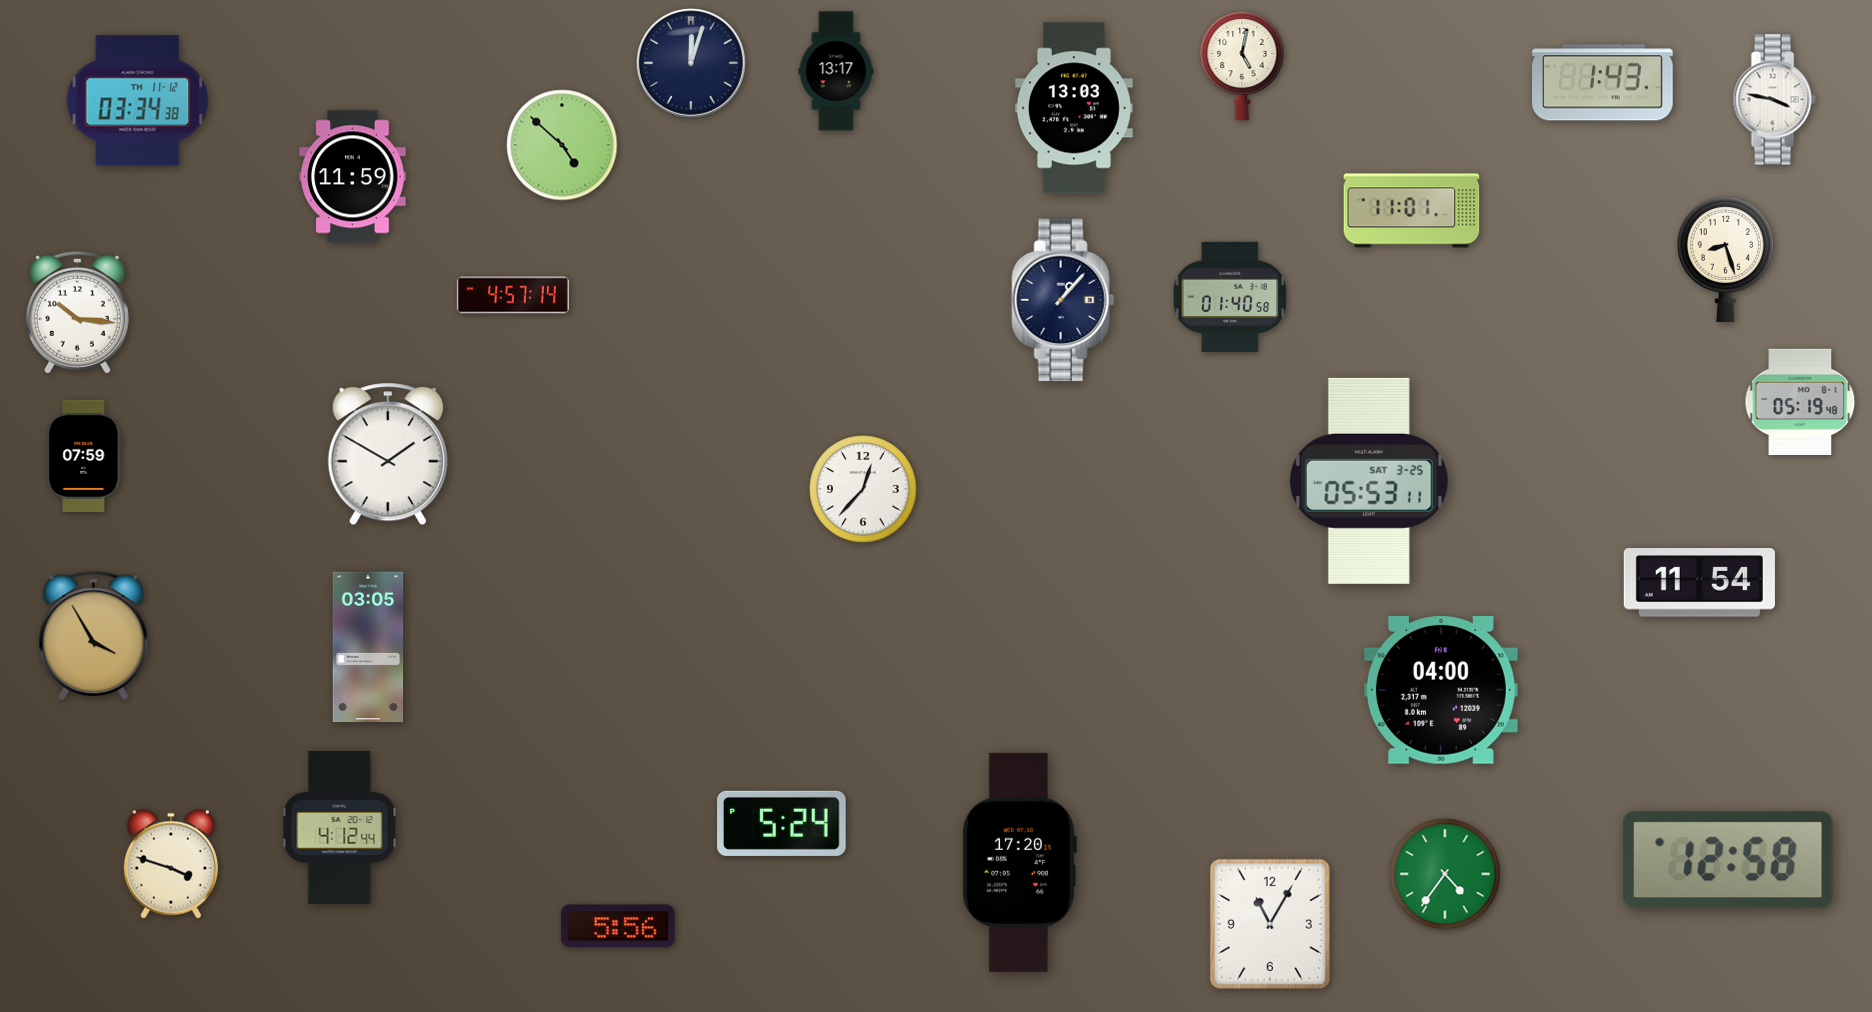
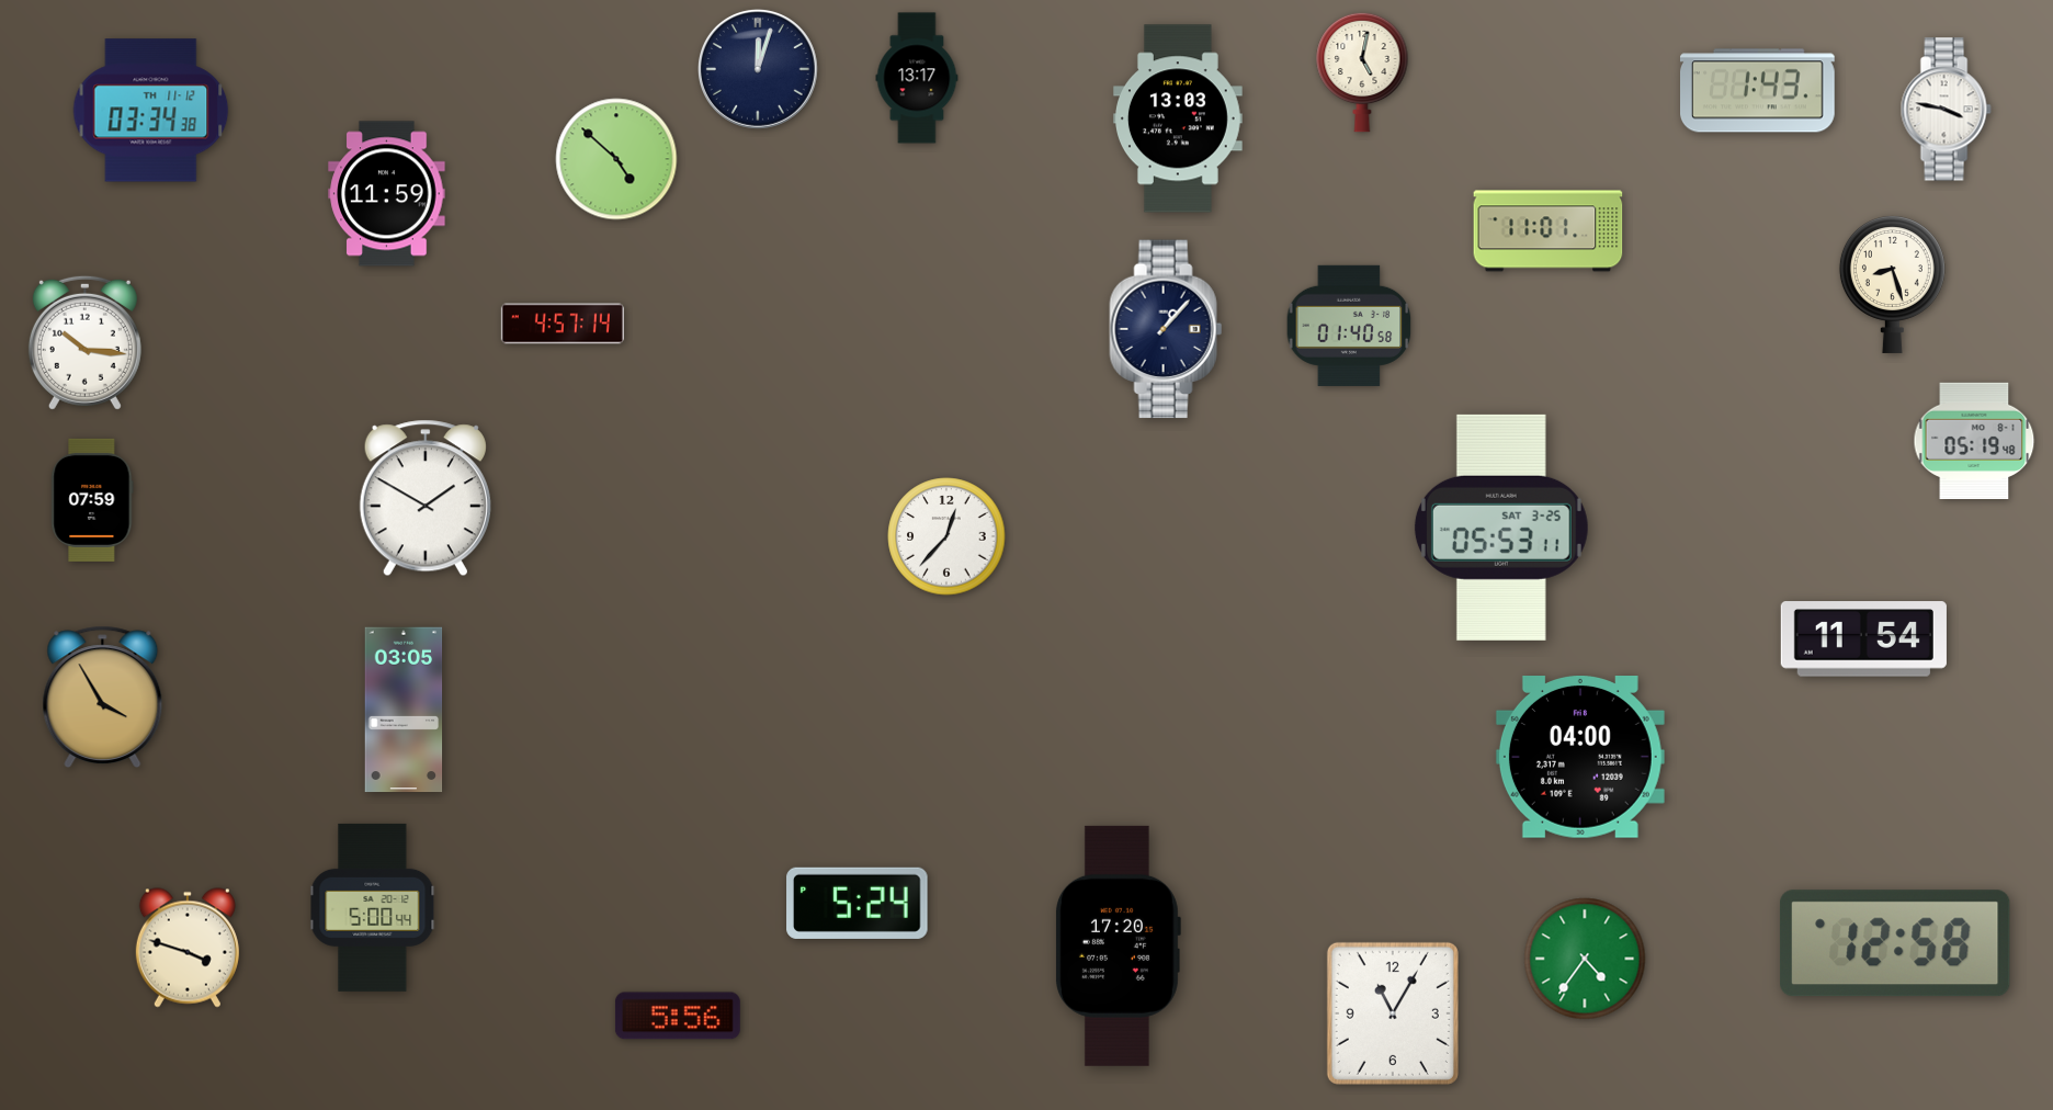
clock at (340, 827): 4:12 -> 5:00
